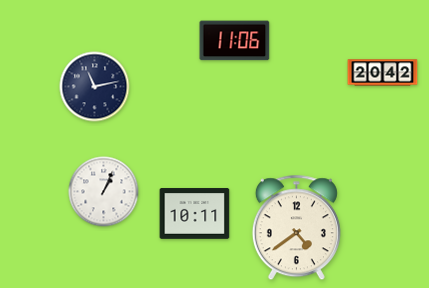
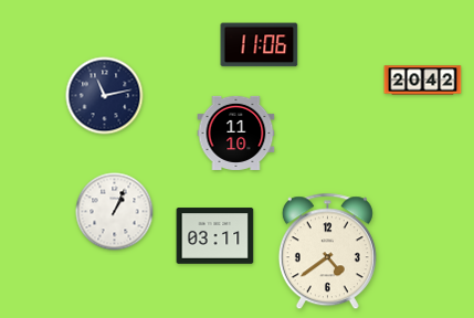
clock at (236, 132): none -> 11:10
clock at (195, 214): 10:11 -> 03:11
